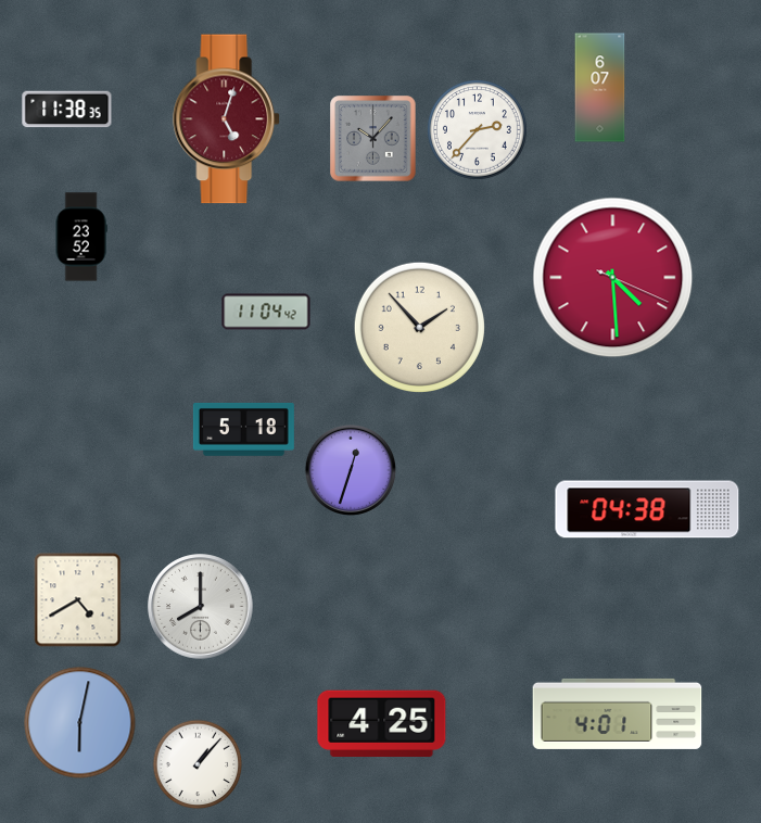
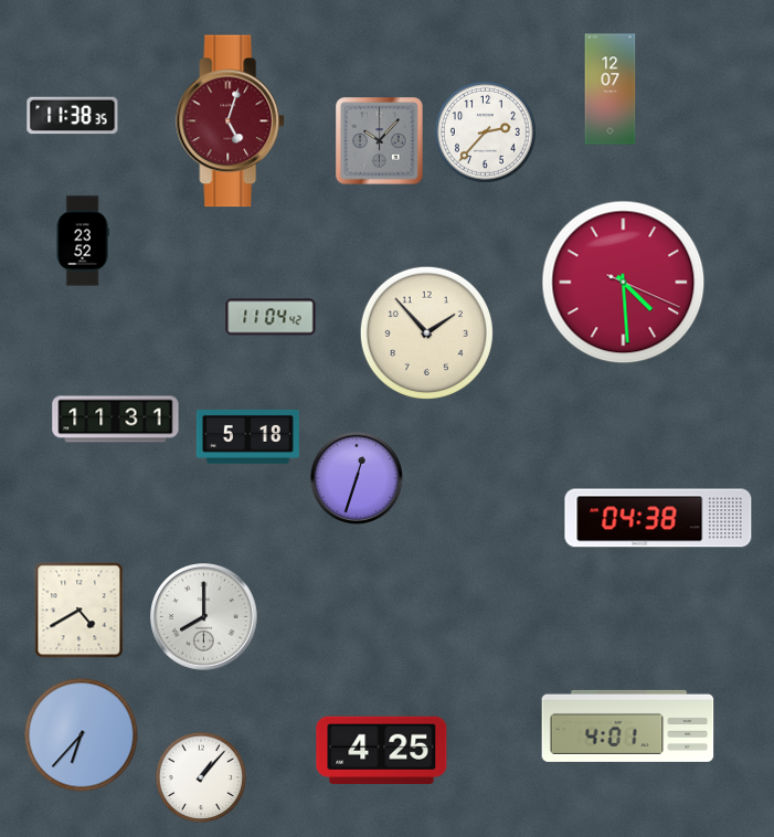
clock at (600, 88): 6:07 -> 12:07
clock at (67, 110) position: (67, 110) -> (73, 116)
clock at (116, 420): none -> 11:31
clock at (80, 723): 6:02 -> 6:37
clock at (382, 723) position: (382, 723) -> (382, 750)
